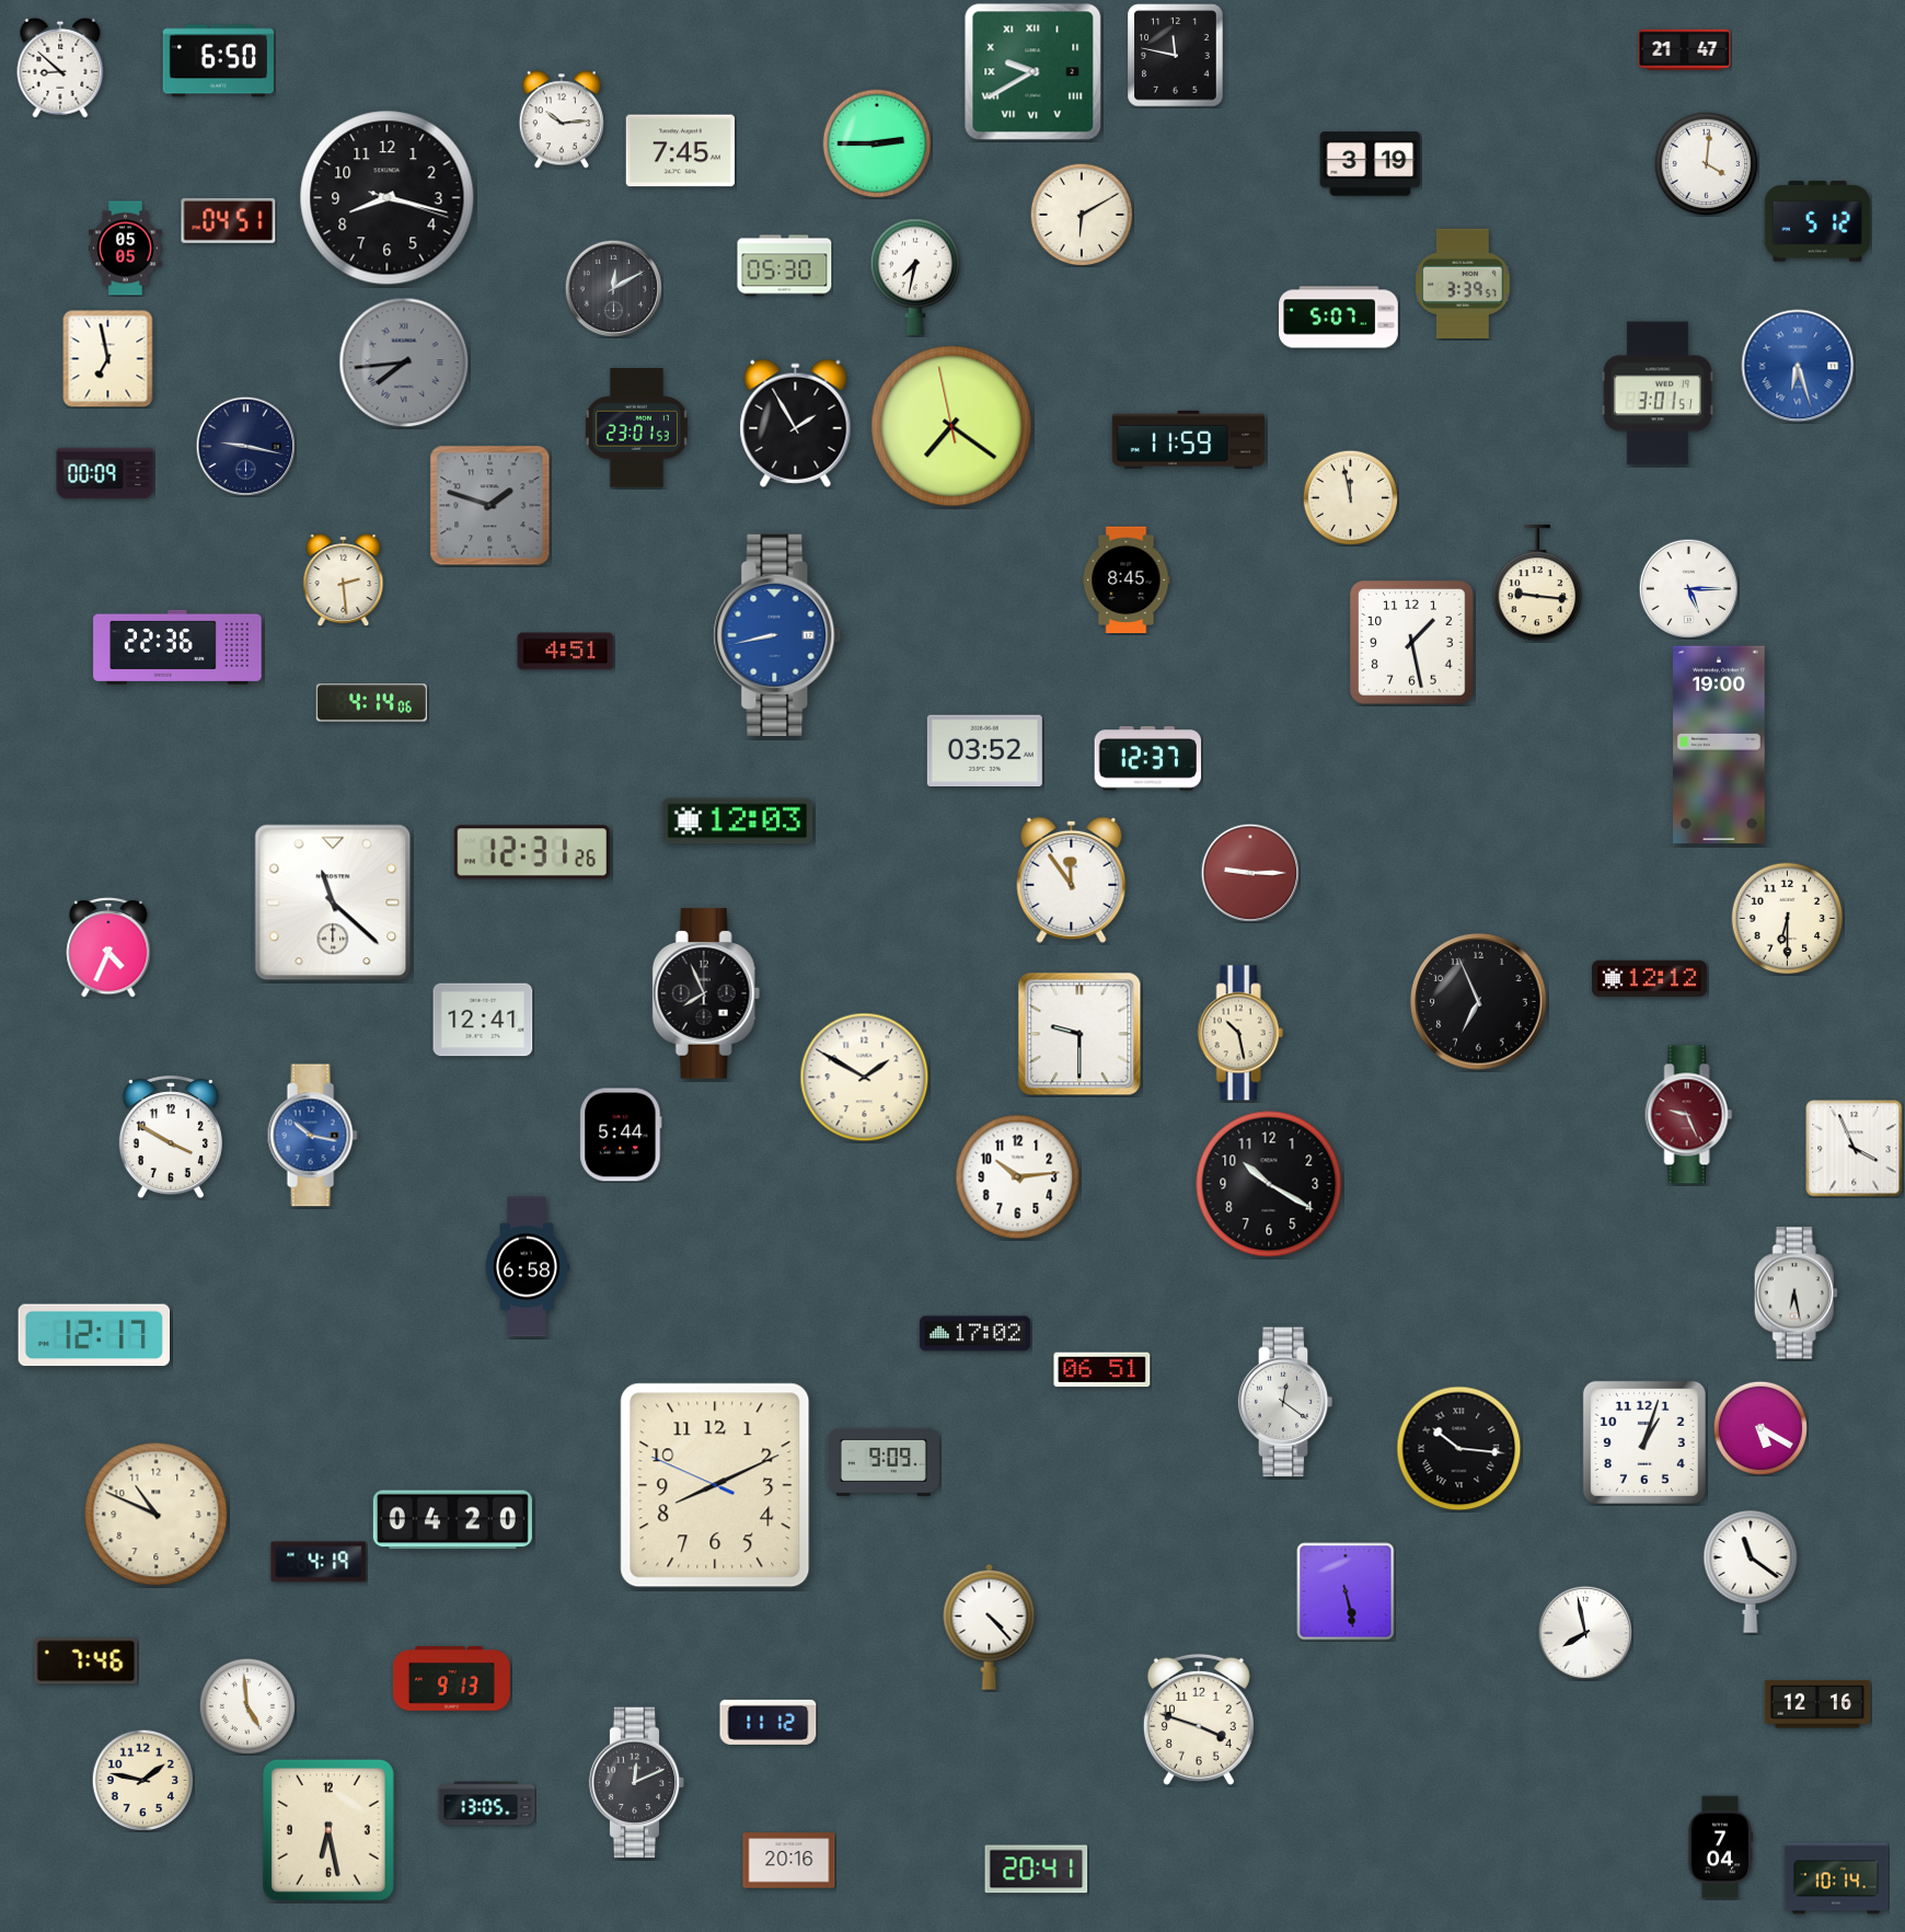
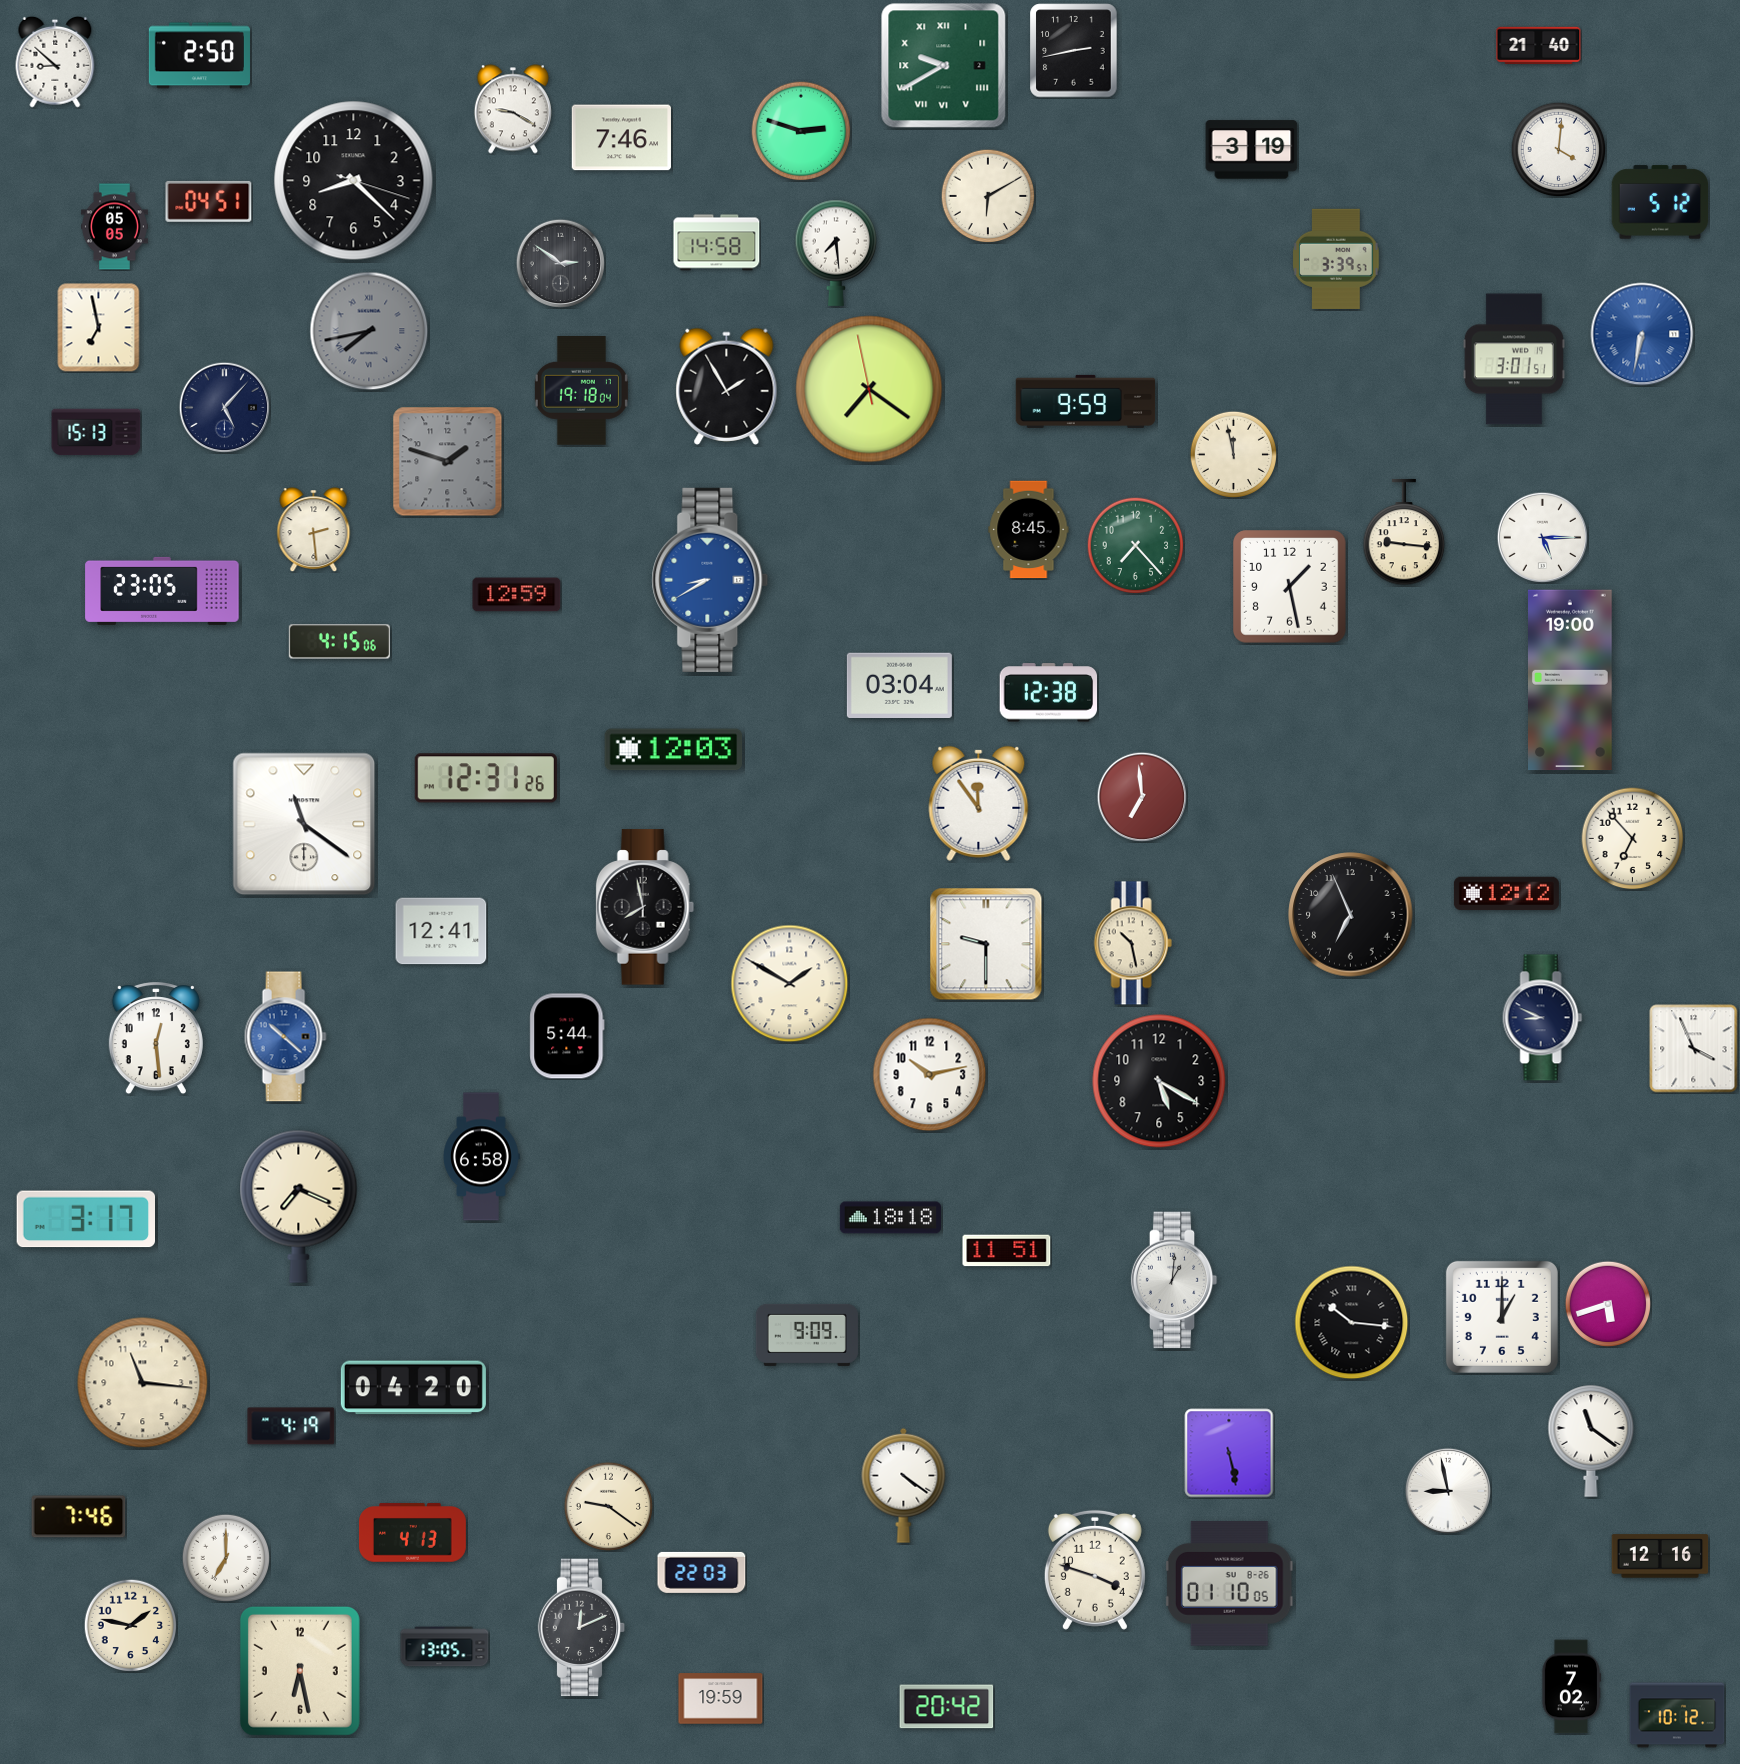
clock at (1685, 49): 21:47 -> 21:40
clock at (1176, 56): 11:47 -> 2:43
clock at (218, 61): 6:50 -> 2:50
clock at (562, 119): 10:14 -> 9:20
clock at (877, 143): 2:45 -> 2:48
clock at (680, 151): 7:45 -> 7:46
clock at (388, 198): 8:17 -> 8:22
clock at (785, 266): 05:30 -> 14:58
clock at (915, 277): 7:32 -> 7:29
clock at (613, 288): 12:10 -> 2:51
clock at (1339, 318): 5:07 -> none
clock at (404, 363): 7:44 -> 7:43
clock at (1798, 366): 6:27 -> 6:32
clock at (636, 428): 23:01 -> 19:18
clock at (1189, 439): 11:59 -> 9:59
clock at (245, 446): 9:17 -> 5:07
clock at (105, 473): 00:09 -> 15:13
clock at (1135, 545): none -> 7:23
clock at (777, 635): 8:43 -> 8:40
clock at (177, 647): 22:36 -> 23:05
clock at (566, 652): 4:51 -> 12:59
clock at (371, 703): 4:14 -> 4:15
clock at (984, 750): 03:52 -> 03:04
clock at (1148, 759): 12:37 -> 12:38
clock at (1250, 873): 9:15 -> 6:59
clock at (333, 902): 11:22 -> 11:21
clock at (1788, 919): 6:30 -> 6:53
clock at (108, 947): 4:34 -> none
clock at (706, 993): 7:56 -> 7:58
clock at (1689, 1115): 9:26 -> 8:49
clock at (1689, 1115) dial: burgundy -> navy
clock at (312, 1136): 10:17 -> 10:22
clock at (171, 1138): 3:50 -> 12:29
clock at (1018, 1177): 10:14 -> 10:13
clock at (1269, 1184): 10:20 -> 5:20
clock at (1796, 1293): 6:28 -> none
clock at (299, 1206): none -> 7:19
clock at (974, 1334): 17:02 -> 18:18
clock at (93, 1335): 12:17 -> 3:17
clock at (1102, 1370): 06:51 -> 11:51
clock at (1285, 1402): 12:21 -> 1:01
clock at (1759, 1427): 5:20 -> 5:42
clock at (1644, 1442): 1:03 -> 1:00
clock at (1459, 1449) position: (1459, 1449) -> (1352, 1323)
clock at (715, 1485): 8:10 -> none
clock at (157, 1515): 10:49 -> 11:16
clock at (1751, 1572) position: (1751, 1572) -> (1591, 1441)
clock at (990, 1626): 4:23 -> 4:21
clock at (1585, 1633): 7:58 -> 8:58
clock at (608, 1506): none -> 9:21
clock at (451, 1679): 9:13 -> 4:13
clock at (247, 1706): 4:59 -> 7:00
clock at (769, 1722): 11:12 -> 22:03
clock at (1229, 1584): none -> 01:10
clock at (1720, 1848): 7:04 -> 7:02
clock at (789, 1861): 20:16 -> 19:59
clock at (1037, 1870): 20:41 -> 20:42
clock at (1836, 1878): 10:14 -> 10:12
